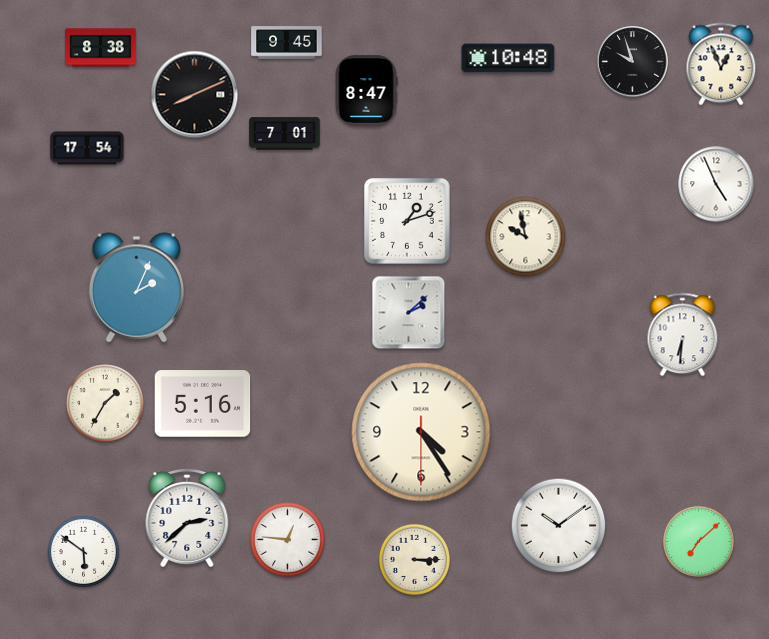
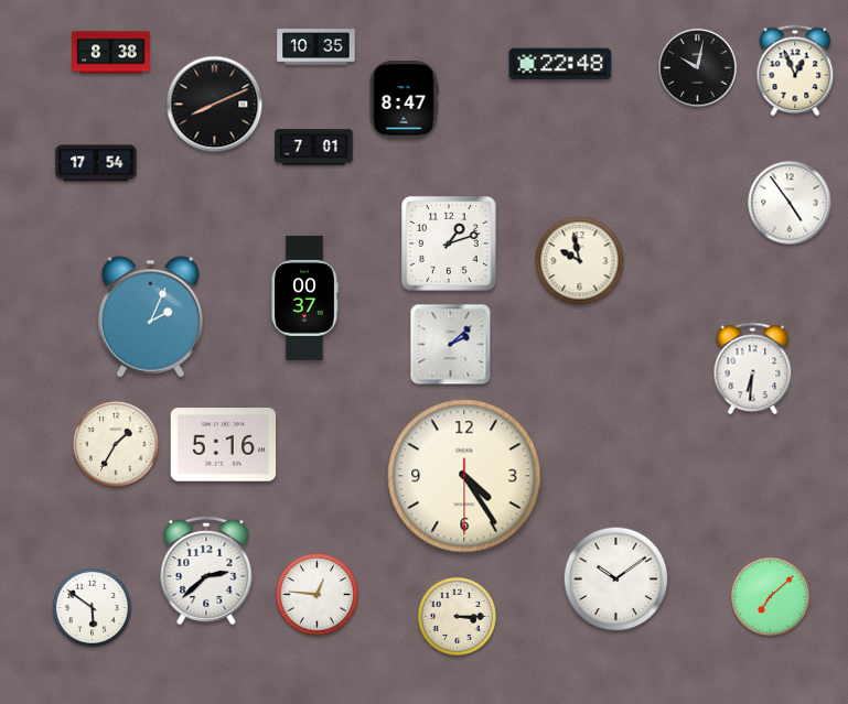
clock at (287, 43): 9:45 -> 10:35
clock at (508, 58): 10:48 -> 22:48
clock at (633, 62): 9:57 -> 10:02
clock at (716, 184): 4:56 -> 4:54
clock at (304, 297): none -> 00:37
